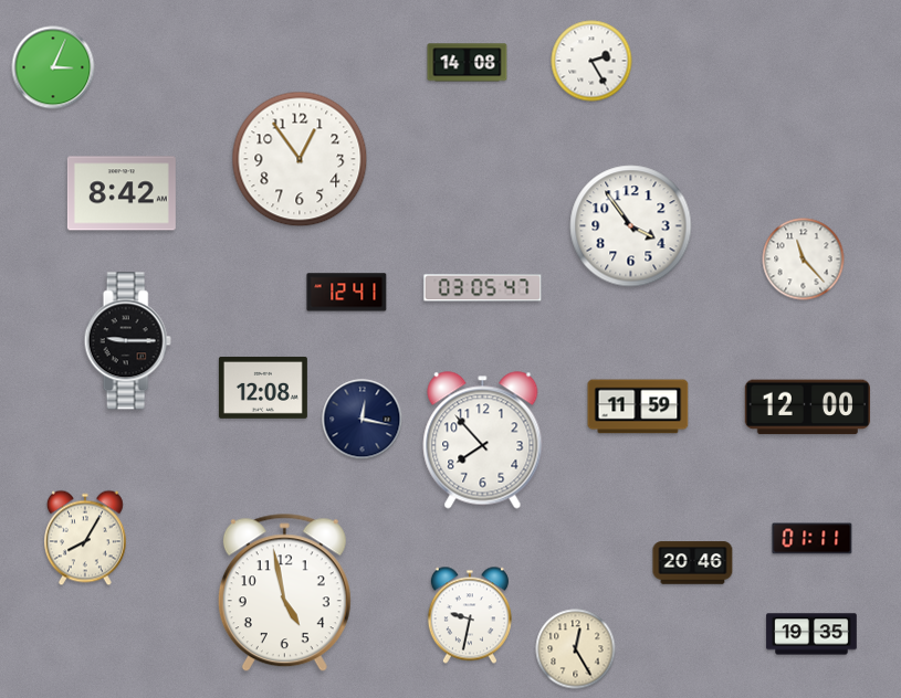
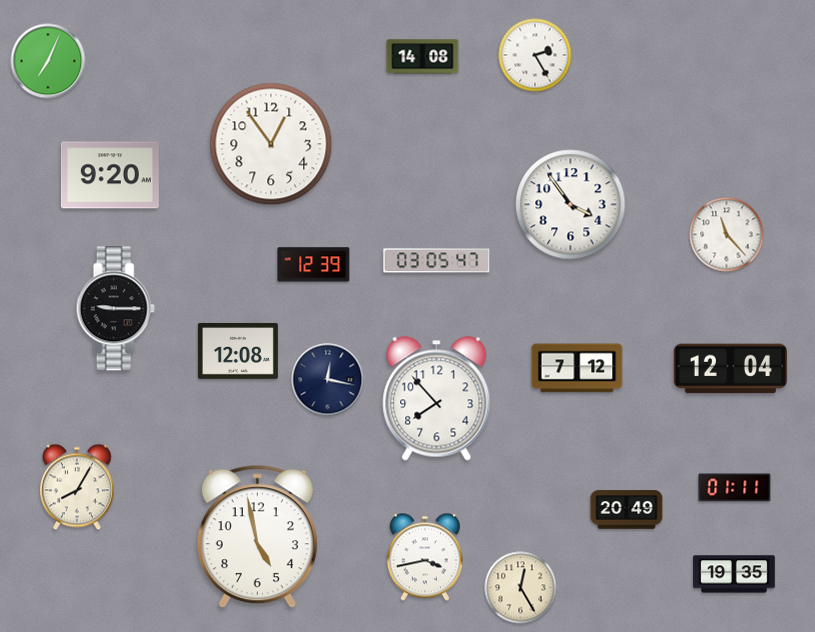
clock at (53, 67): 3:04 -> 7:04
clock at (122, 193): 8:42 -> 9:20
clock at (347, 293): 12:41 -> 12:39
clock at (638, 406): 11:59 -> 7:12
clock at (807, 408): 12:00 -> 12:04
clock at (693, 563): 20:46 -> 20:49
clock at (470, 615): 9:32 -> 3:43
